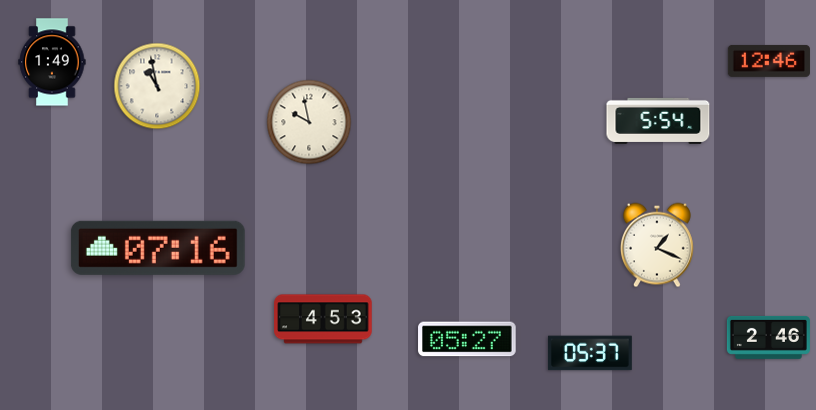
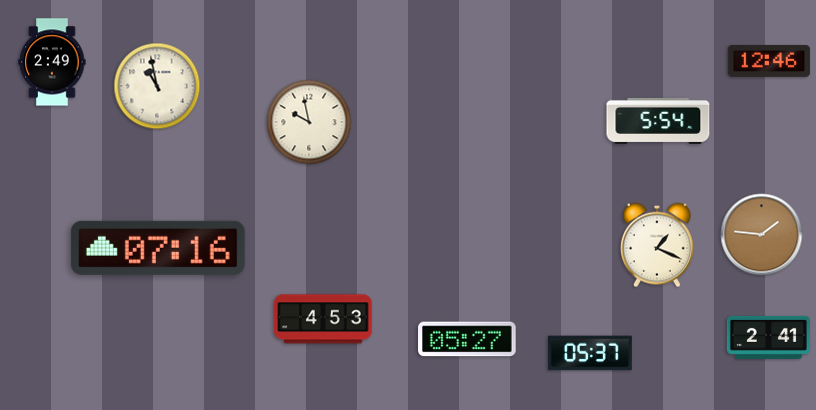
clock at (52, 62): 1:49 -> 2:49
clock at (762, 235): none -> 1:46
clock at (768, 337): 2:46 -> 2:41
